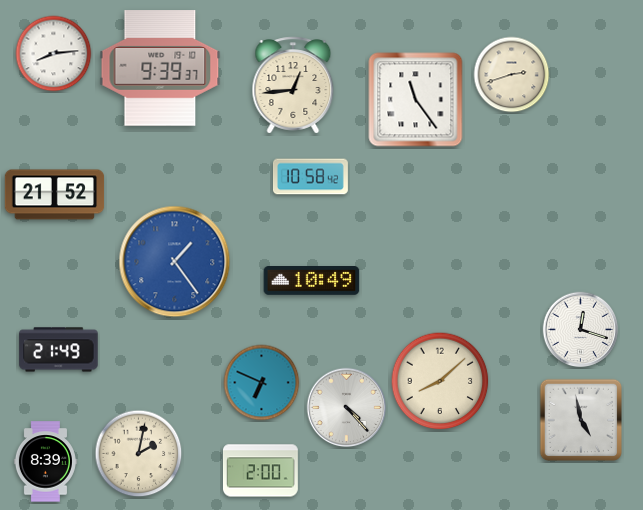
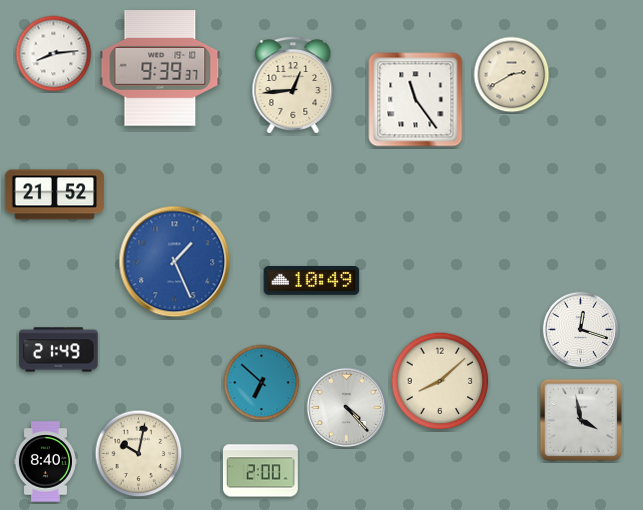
clock at (512, 75): 2:42 -> 2:40
clock at (310, 177): 10:58 -> none
clock at (175, 262): 1:24 -> 1:26
clock at (262, 383): 6:49 -> 6:52
clock at (580, 419): 4:58 -> 3:58
clock at (139, 454): 2:02 -> 10:02
clock at (45, 462): 8:39 -> 8:40
